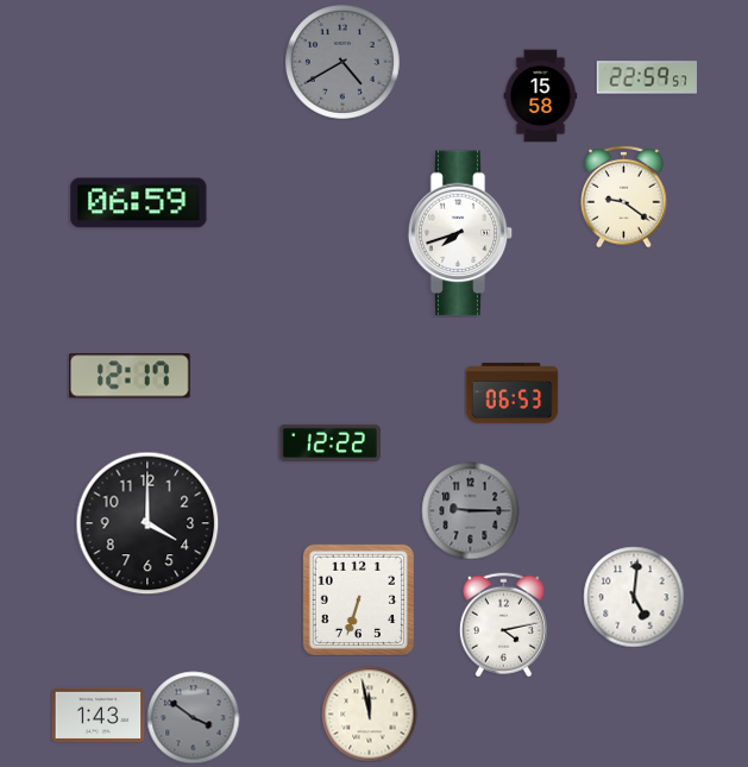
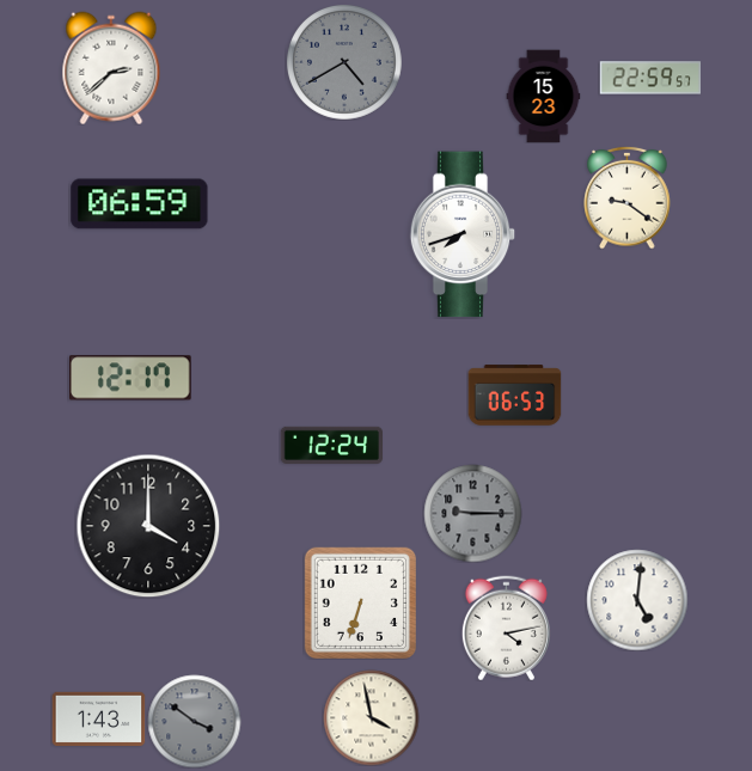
clock at (111, 68): none -> 2:38
clock at (541, 95): 15:58 -> 15:23
clock at (329, 442): 12:22 -> 12:24
clock at (369, 713): 11:58 -> 3:58
